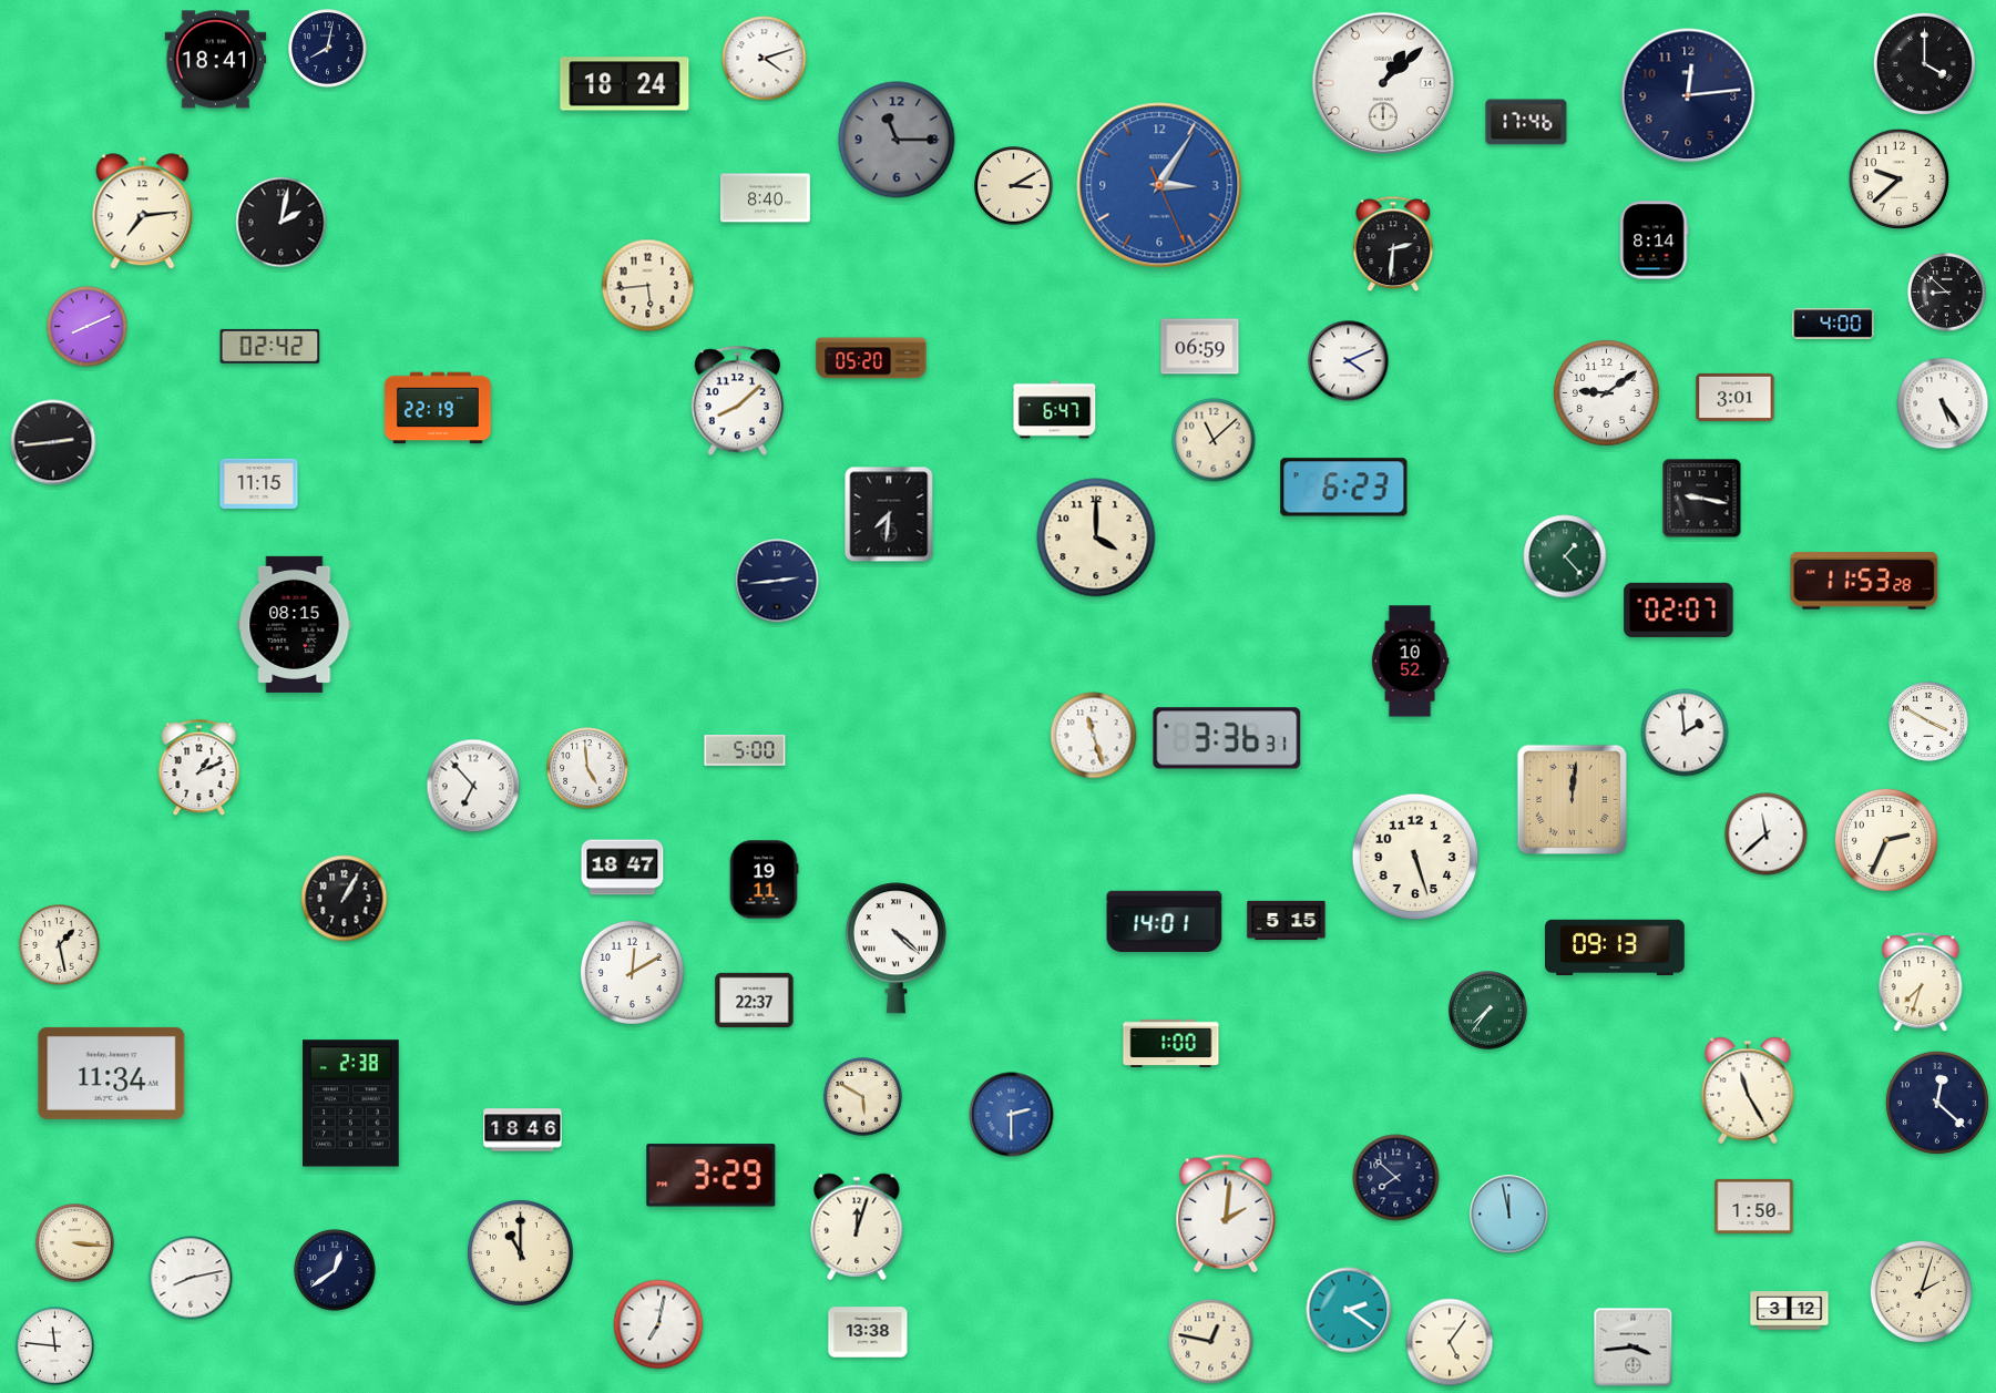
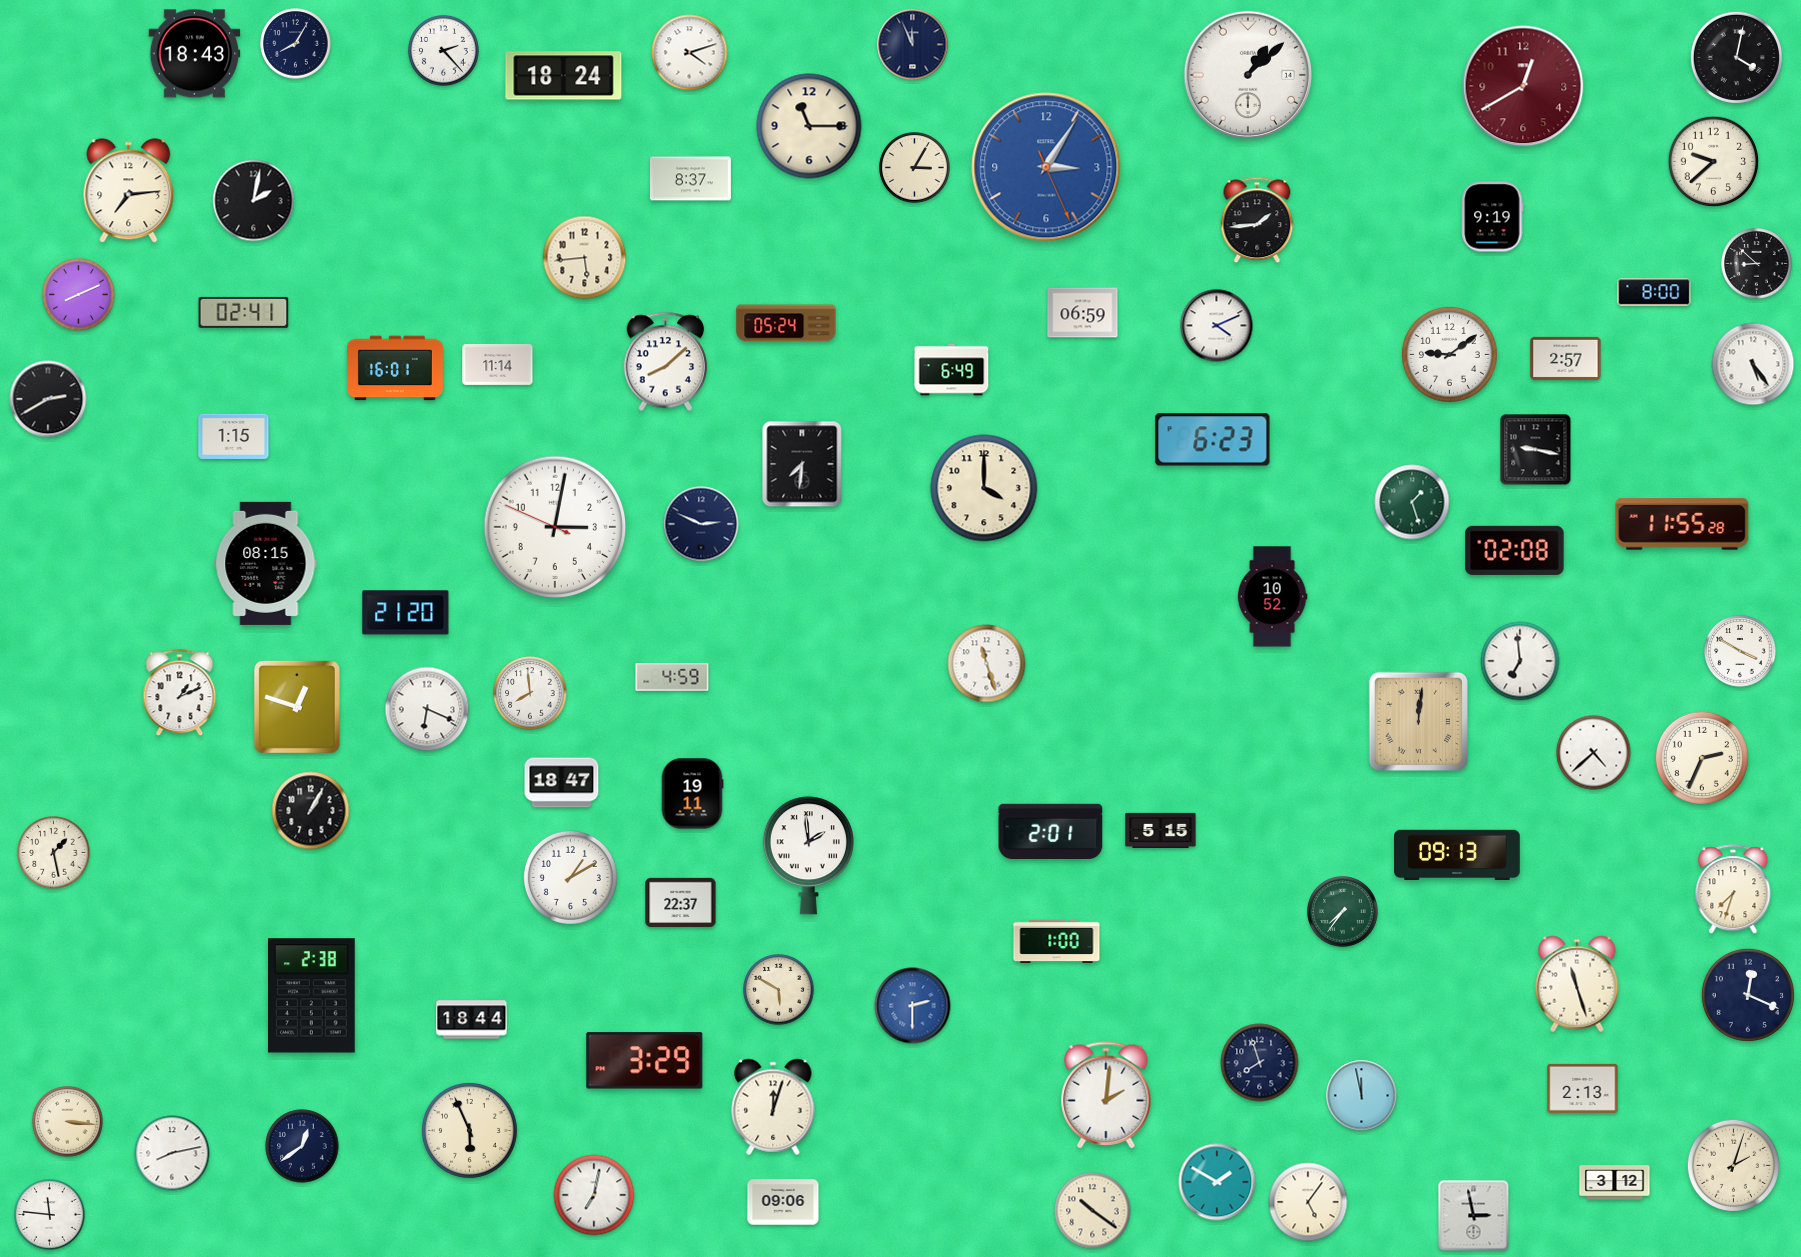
clock at (328, 49): 8:02 -> 8:05
clock at (913, 45): none -> 11:56
clock at (444, 51): none -> 2:23
clock at (216, 60): 18:41 -> 18:43
clock at (1924, 63): 4:00 -> 4:02
clock at (1688, 95): 12:14 -> 12:40
clock at (1688, 95) dial: navy -> burgundy
clock at (1526, 122): 17:46 -> none
clock at (897, 140) dial: grey -> cream
clock at (1014, 186): 3:10 -> 3:05
clock at (765, 198): 8:40 -> 8:37
clock at (1655, 240): 8:14 -> 9:19
clock at (1393, 244): 2:31 -> 1:44
clock at (1833, 324): 4:00 -> 8:00
clock at (270, 346): 02:42 -> 02:41
clock at (871, 358): 05:20 -> 05:24
clock at (1736, 397): 3:01 -> 2:57
clock at (498, 364): none -> 11:14
clock at (438, 408): 22:19 -> 16:01
clock at (1055, 410): 6:47 -> 6:49
clock at (1214, 440): 11:08 -> none
clock at (53, 442): 2:44 -> 2:40
clock at (259, 483): 11:15 -> 1:15
clock at (1096, 537) position: (1096, 537) -> (984, 488)
clock at (1565, 556): 1:23 -> 1:27
clock at (777, 581): 2:44 -> 2:49
clock at (1864, 581): 11:53 -> 11:55
clock at (555, 527): none -> 3:01
clock at (1679, 610): 02:07 -> 02:08
clock at (406, 613): none -> 21:20
clock at (1685, 733): 1:59 -> 6:59
clock at (1227, 738): 3:36 -> none
clock at (745, 750): 5:00 -> 4:59
clock at (587, 768): 4:59 -> 7:59
clock at (297, 707): none -> 12:48
clock at (473, 786): 6:53 -> 6:19
clock at (1767, 834): 11:38 -> 4:38
clock at (1415, 857): 5:27 -> none
clock at (764, 880) position: (764, 880) -> (692, 794)
clock at (1165, 921): 14:01 -> 2:01
clock at (895, 949): 4:22 -> 1:59
clock at (632, 972): 12:10 -> 1:10
clock at (1921, 983) position: (1921, 983) -> (1733, 890)
clock at (112, 1073): 11:34 -> none
clock at (1748, 1090): 11:25 -> 11:27
clock at (1937, 1103): 12:22 -> 12:19
clock at (351, 1104) position: (351, 1104) -> (312, 996)
clock at (523, 1130): 18:46 -> 18:44
clock at (712, 1176) position: (712, 1176) -> (645, 1061)
clock at (1396, 1178): 7:52 -> 7:57
clock at (1754, 1206): 1:50 -> 2:13
clock at (520, 1252): 11:00 -> 5:56
clock at (1349, 1310): 2:21 -> 1:50
clock at (868, 1332): 13:38 -> 09:06
clock at (1211, 1342): 12:47 -> 10:21
clock at (1450, 1342) position: (1450, 1342) -> (1308, 1202)
clock at (1634, 1348): 3:44 -> 2:58
